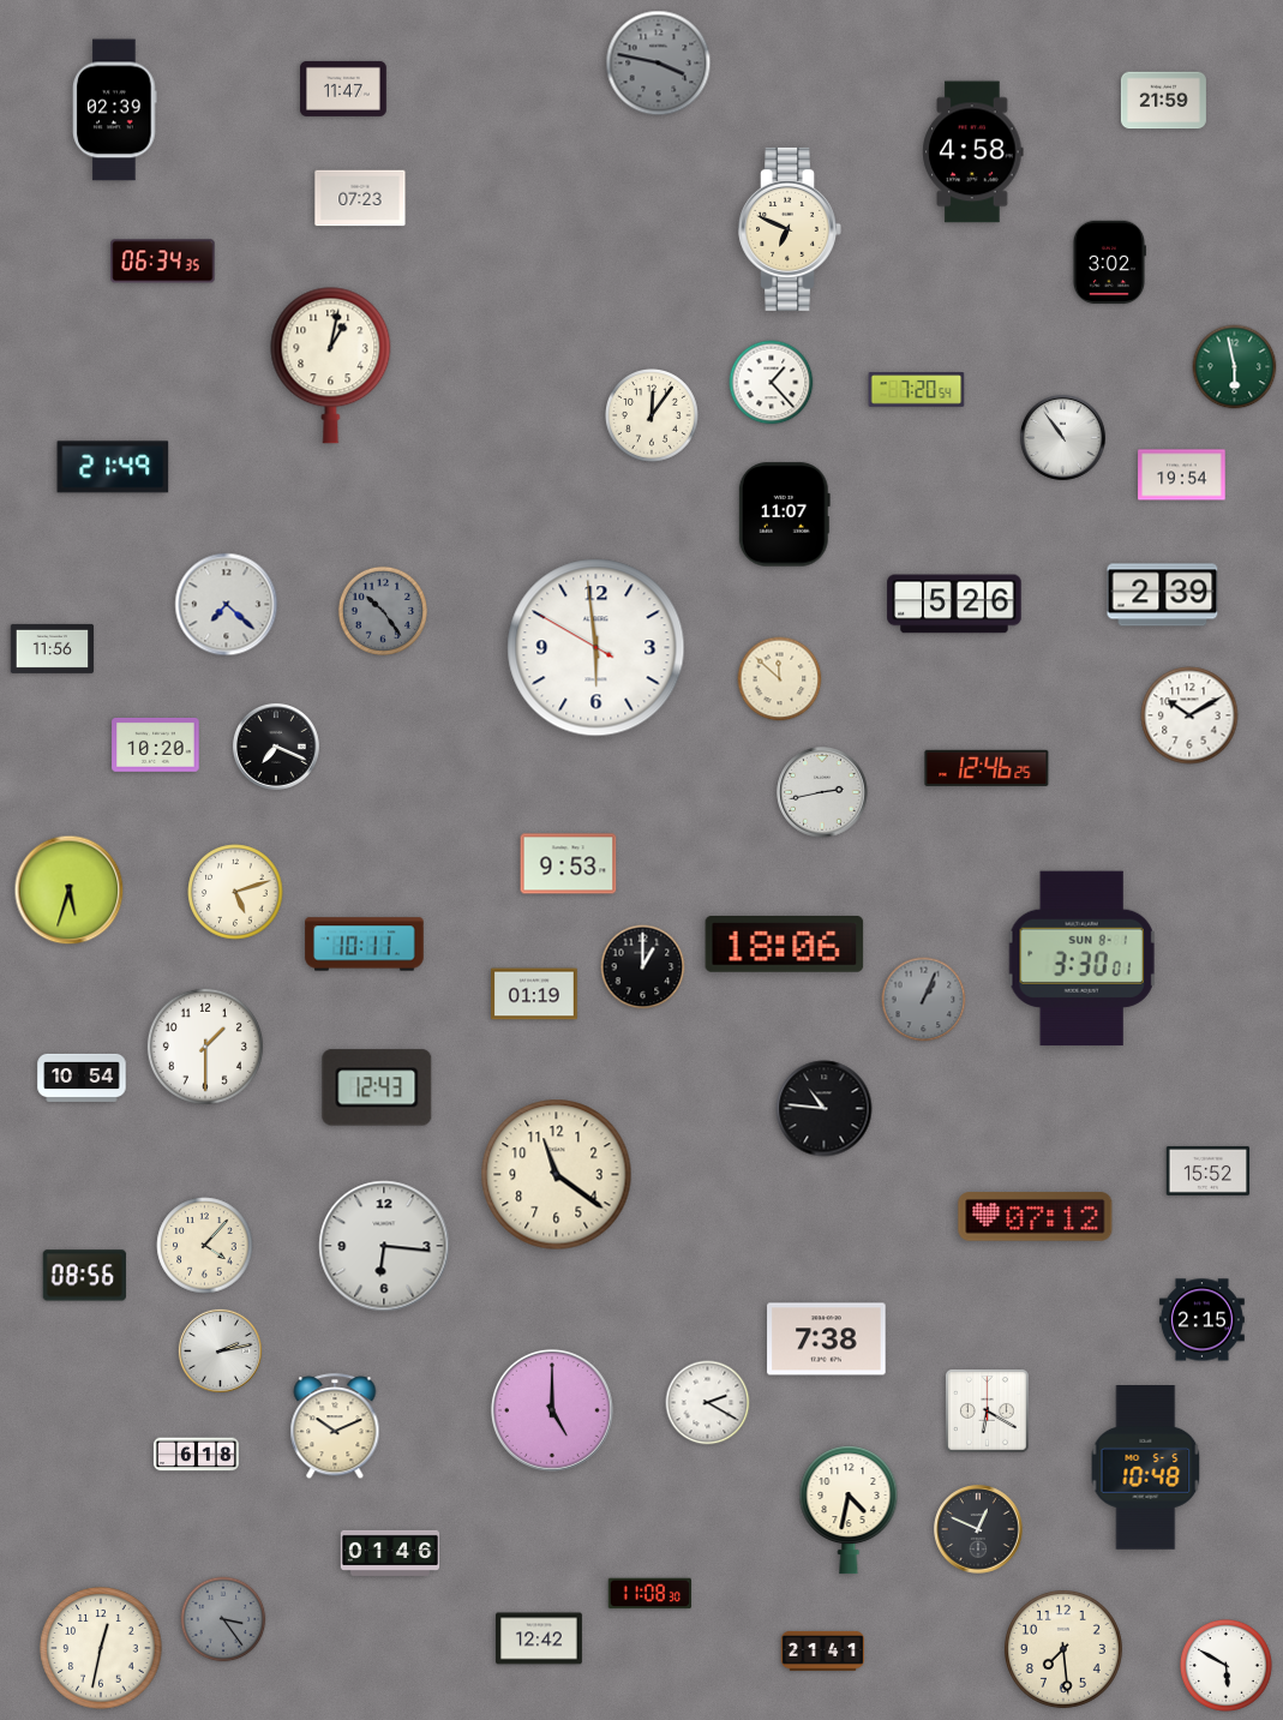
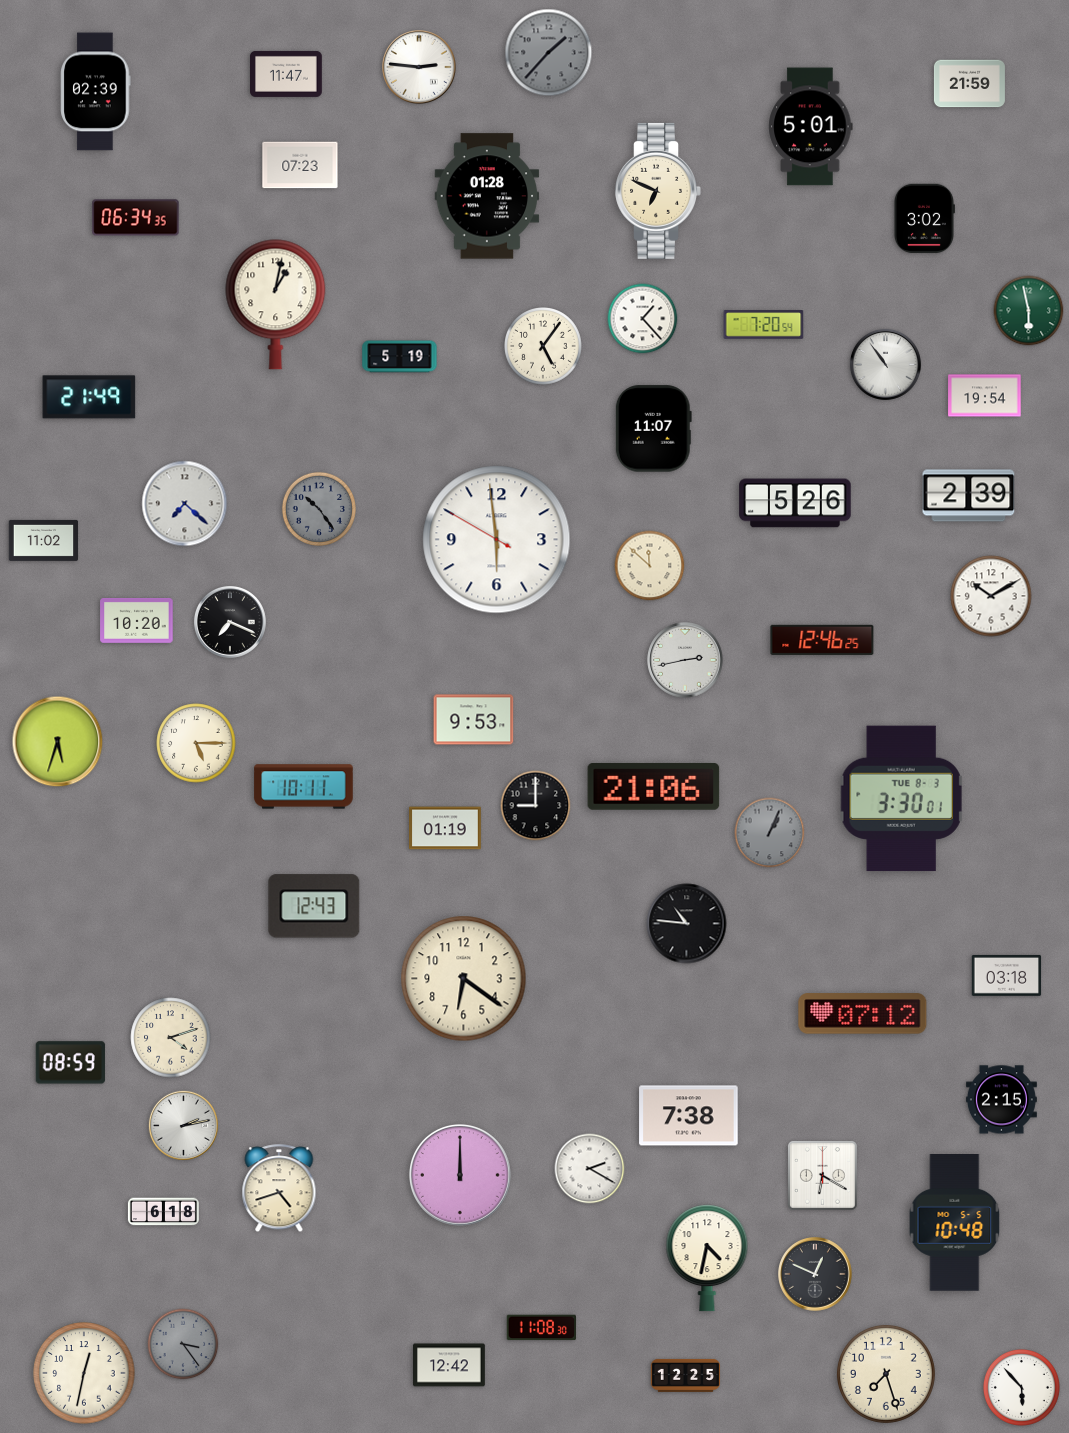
clock at (659, 64): 3:47 -> 1:37
clock at (419, 67): none -> 2:46
clock at (973, 152): 4:58 -> 5:01
clock at (487, 196): none -> 01:28
clock at (1235, 367) position: (1235, 367) -> (1029, 311)
clock at (653, 416): 12:06 -> 5:06
clock at (400, 357): none -> 5:19
clock at (113, 467) position: (113, 467) -> (89, 397)
clock at (227, 605) position: (227, 605) -> (185, 504)
clock at (53, 648): 11:56 -> 11:02
clock at (156, 745) position: (156, 745) -> (137, 621)
clock at (235, 892): 5:12 -> 5:15
clock at (785, 943): 18:06 -> 21:06
clock at (1081, 959) date: SUN 8-1 -> TUE 8-3
clock at (643, 967): 1:00 -> 9:00
clock at (205, 1047): 1:30 -> none
clock at (82, 1078): 10:54 -> none
clock at (1209, 1170): 15:52 -> 03:18
clock at (557, 1175): 11:21 -> 6:21
clock at (205, 1246): 4:07 -> 4:12
clock at (384, 1246): 6:16 -> none
clock at (84, 1276): 08:56 -> 08:59
clock at (552, 1410): 5:00 -> 12:00
clock at (335, 1427): 10:11 -> 4:42
clock at (390, 1553): 01:46 -> none
clock at (223, 1619) position: (223, 1619) -> (183, 1344)
clock at (1063, 1649): 7:29 -> 7:27
clock at (823, 1650): 21:41 -> 12:25
clock at (1225, 1665): 5:50 -> 5:53
